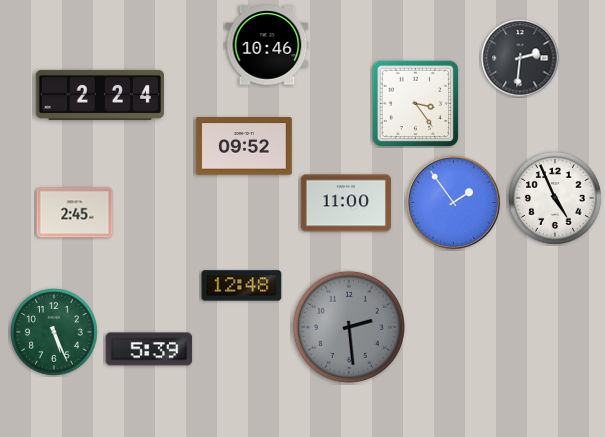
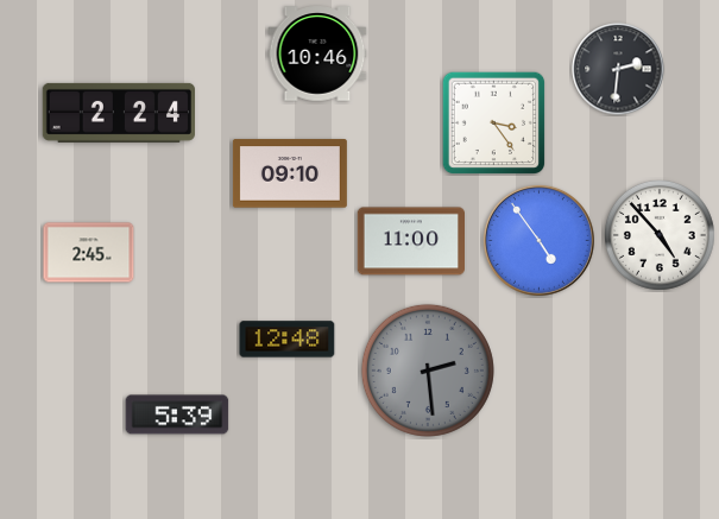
clock at (244, 146): 09:52 -> 09:10
clock at (555, 198): 4:56 -> 4:53
clock at (453, 202): 1:54 -> 4:54
clock at (349, 327) position: (349, 327) -> (428, 371)
clock at (55, 333): 5:26 -> none
